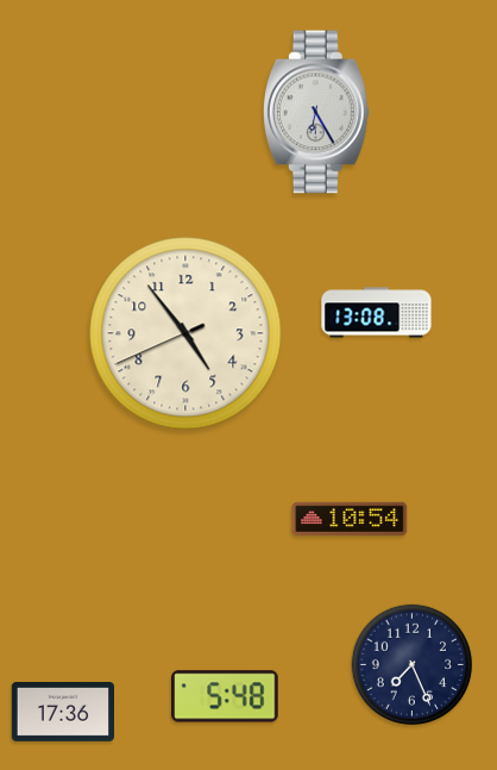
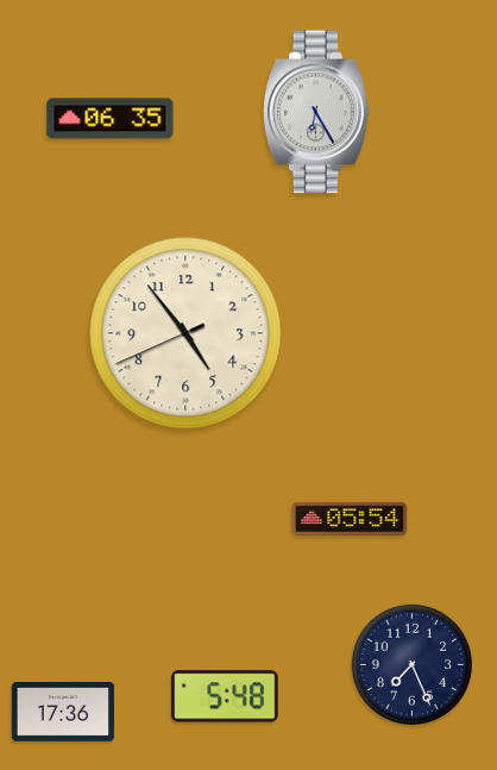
clock at (111, 119): none -> 06:35
clock at (377, 313): 13:08 -> none
clock at (350, 519): 10:54 -> 05:54
